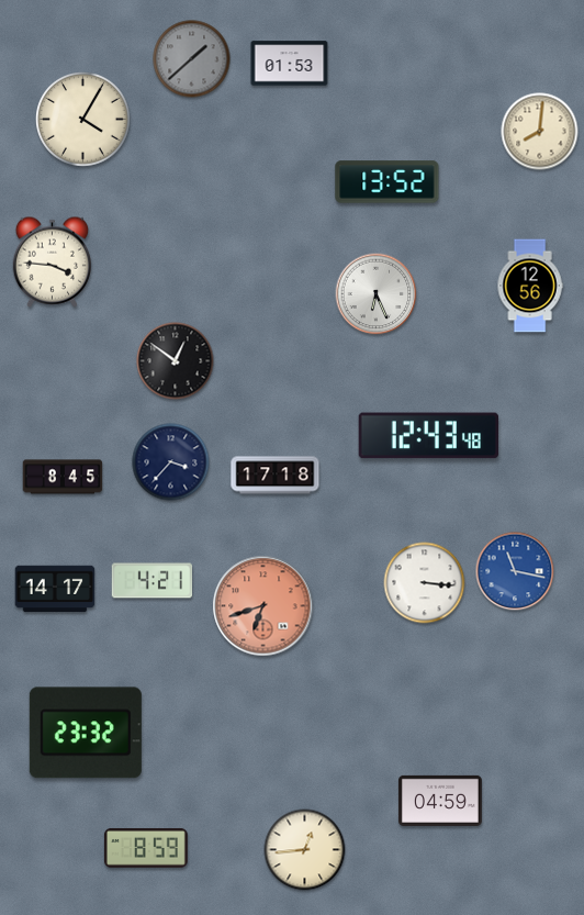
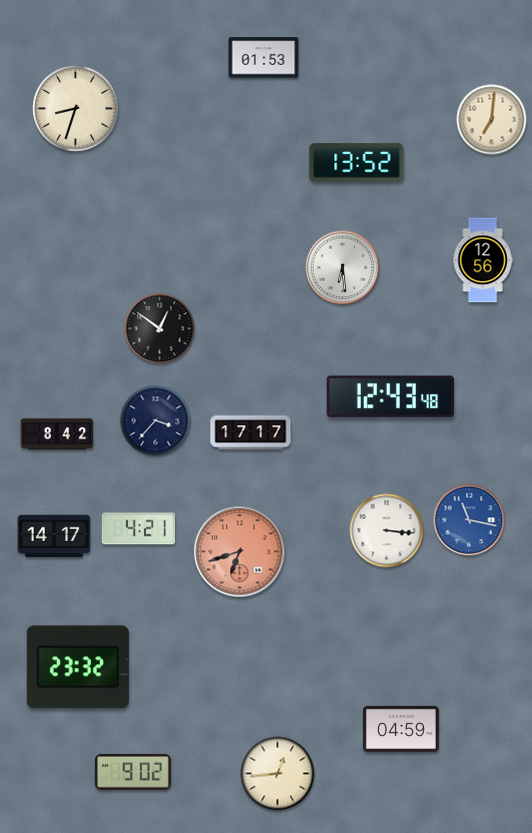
clock at (192, 59): 1:38 -> none
clock at (83, 120): 4:05 -> 8:33
clock at (540, 132): 8:01 -> 7:01
clock at (388, 182) position: (388, 182) -> (357, 163)
clock at (53, 261): 3:46 -> none
clock at (377, 294): 6:26 -> 6:29
clock at (276, 476): 17:18 -> 17:17
clock at (63, 477): 8:45 -> 8:42
clock at (55, 589) position: (55, 589) -> (54, 536)
clock at (146, 848): 8:59 -> 9:02
